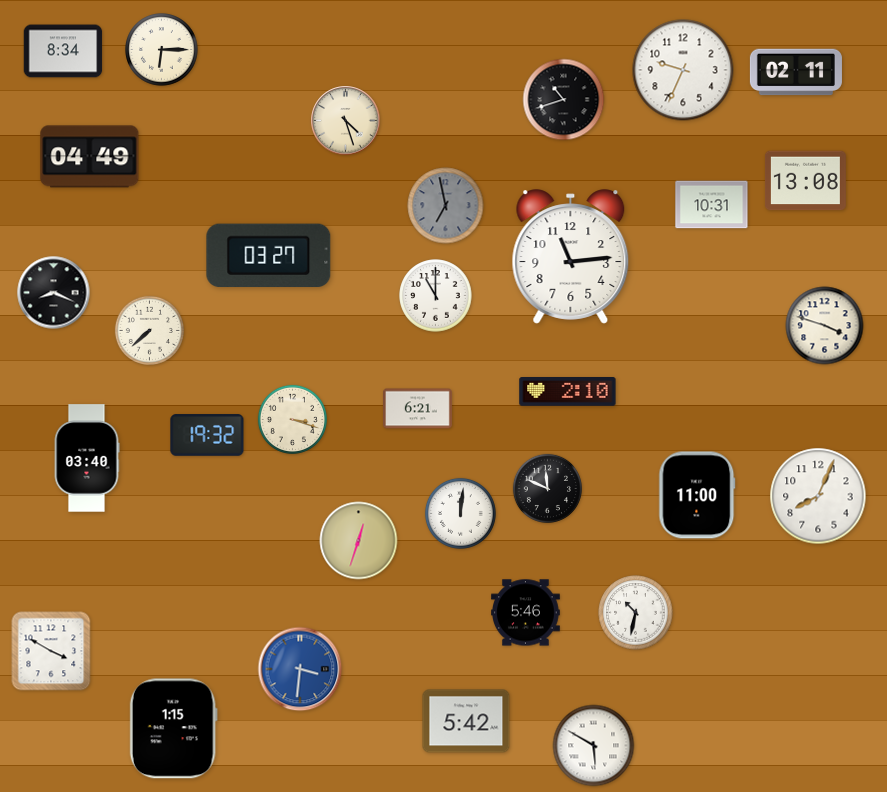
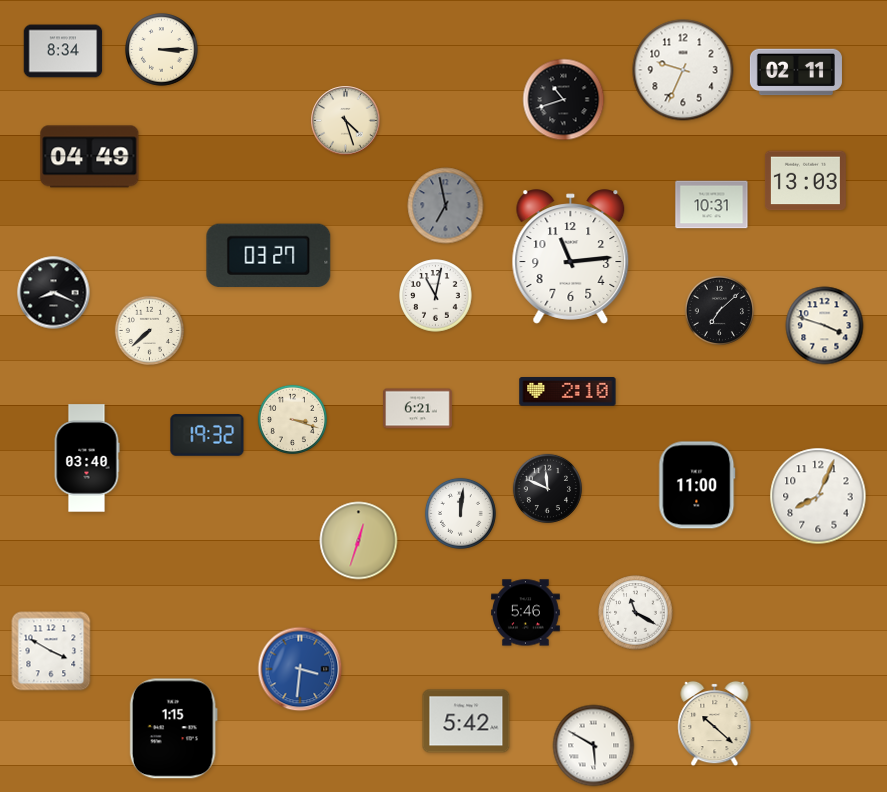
clock at (162, 50): 6:15 -> 3:15
clock at (805, 181): 13:08 -> 13:03
clock at (436, 296): 11:00 -> 11:02
clock at (719, 310): none -> 7:08
clock at (697, 495) position: (697, 495) -> (697, 485)
clock at (636, 613): 10:32 -> 11:20
clock at (715, 724): none -> 10:22
